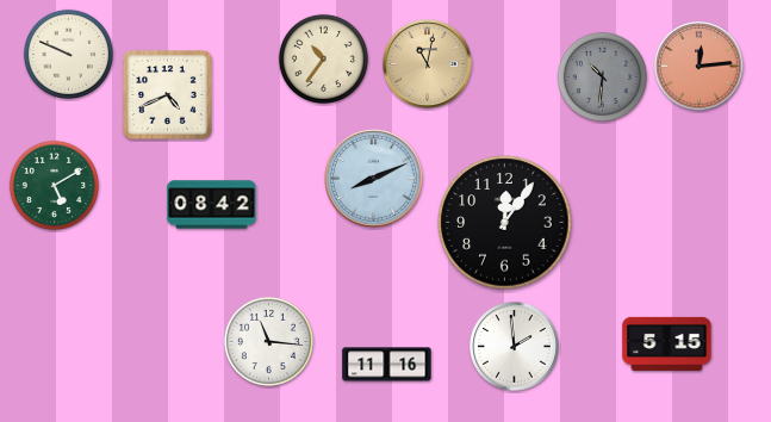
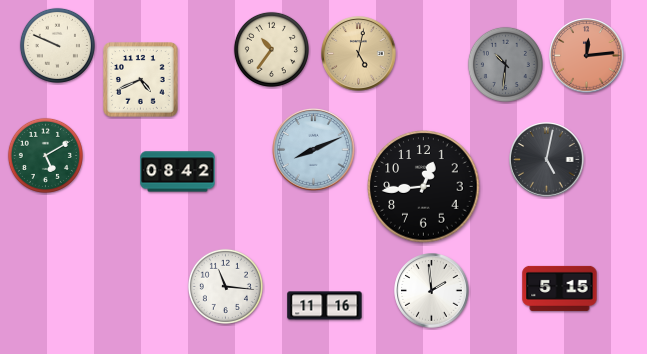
clock at (428, 64): 11:02 -> 5:02
clock at (547, 160): none -> 5:02
clock at (505, 223): 12:06 -> 12:44
